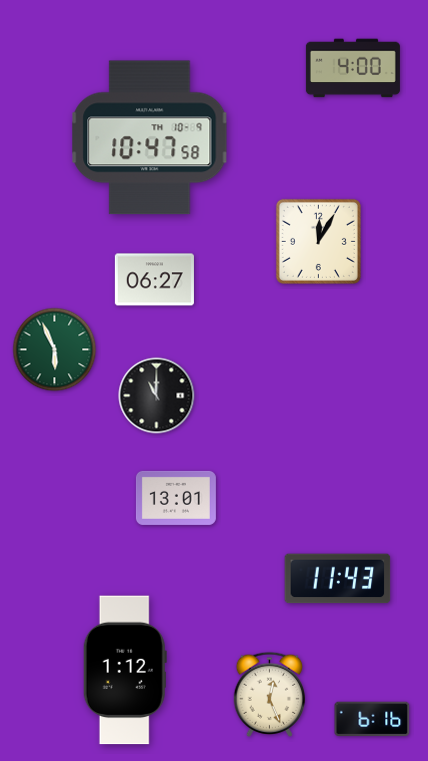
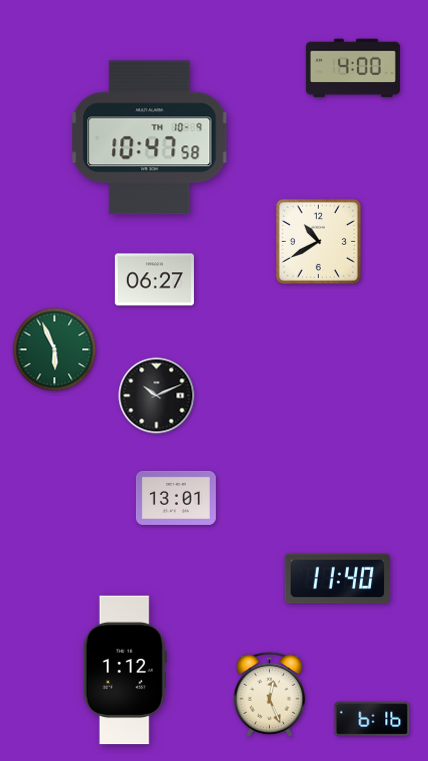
clock at (318, 241): 12:05 -> 10:40
clock at (157, 396): 11:00 -> 10:11
clock at (338, 579): 11:43 -> 11:40
